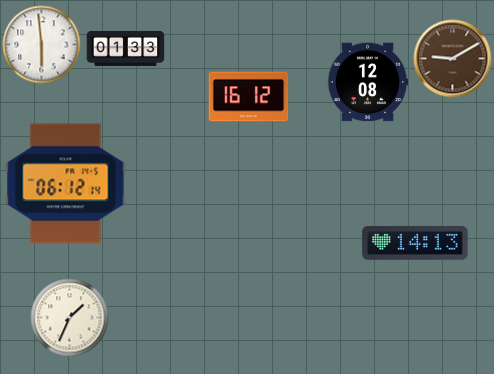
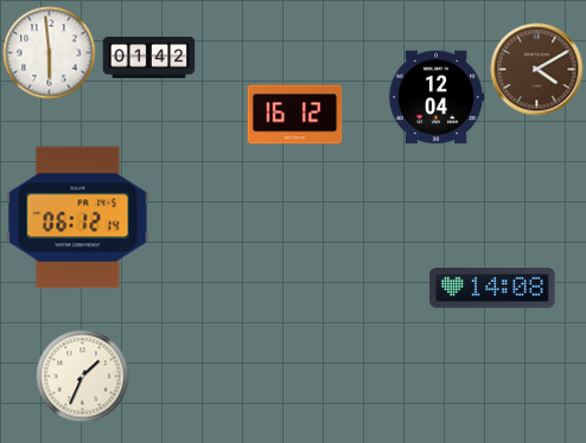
clock at (125, 48): 01:33 -> 01:42
clock at (452, 58): 9:10 -> 4:10
clock at (368, 82): 12:08 -> 12:04
clock at (415, 244): 14:13 -> 14:08
